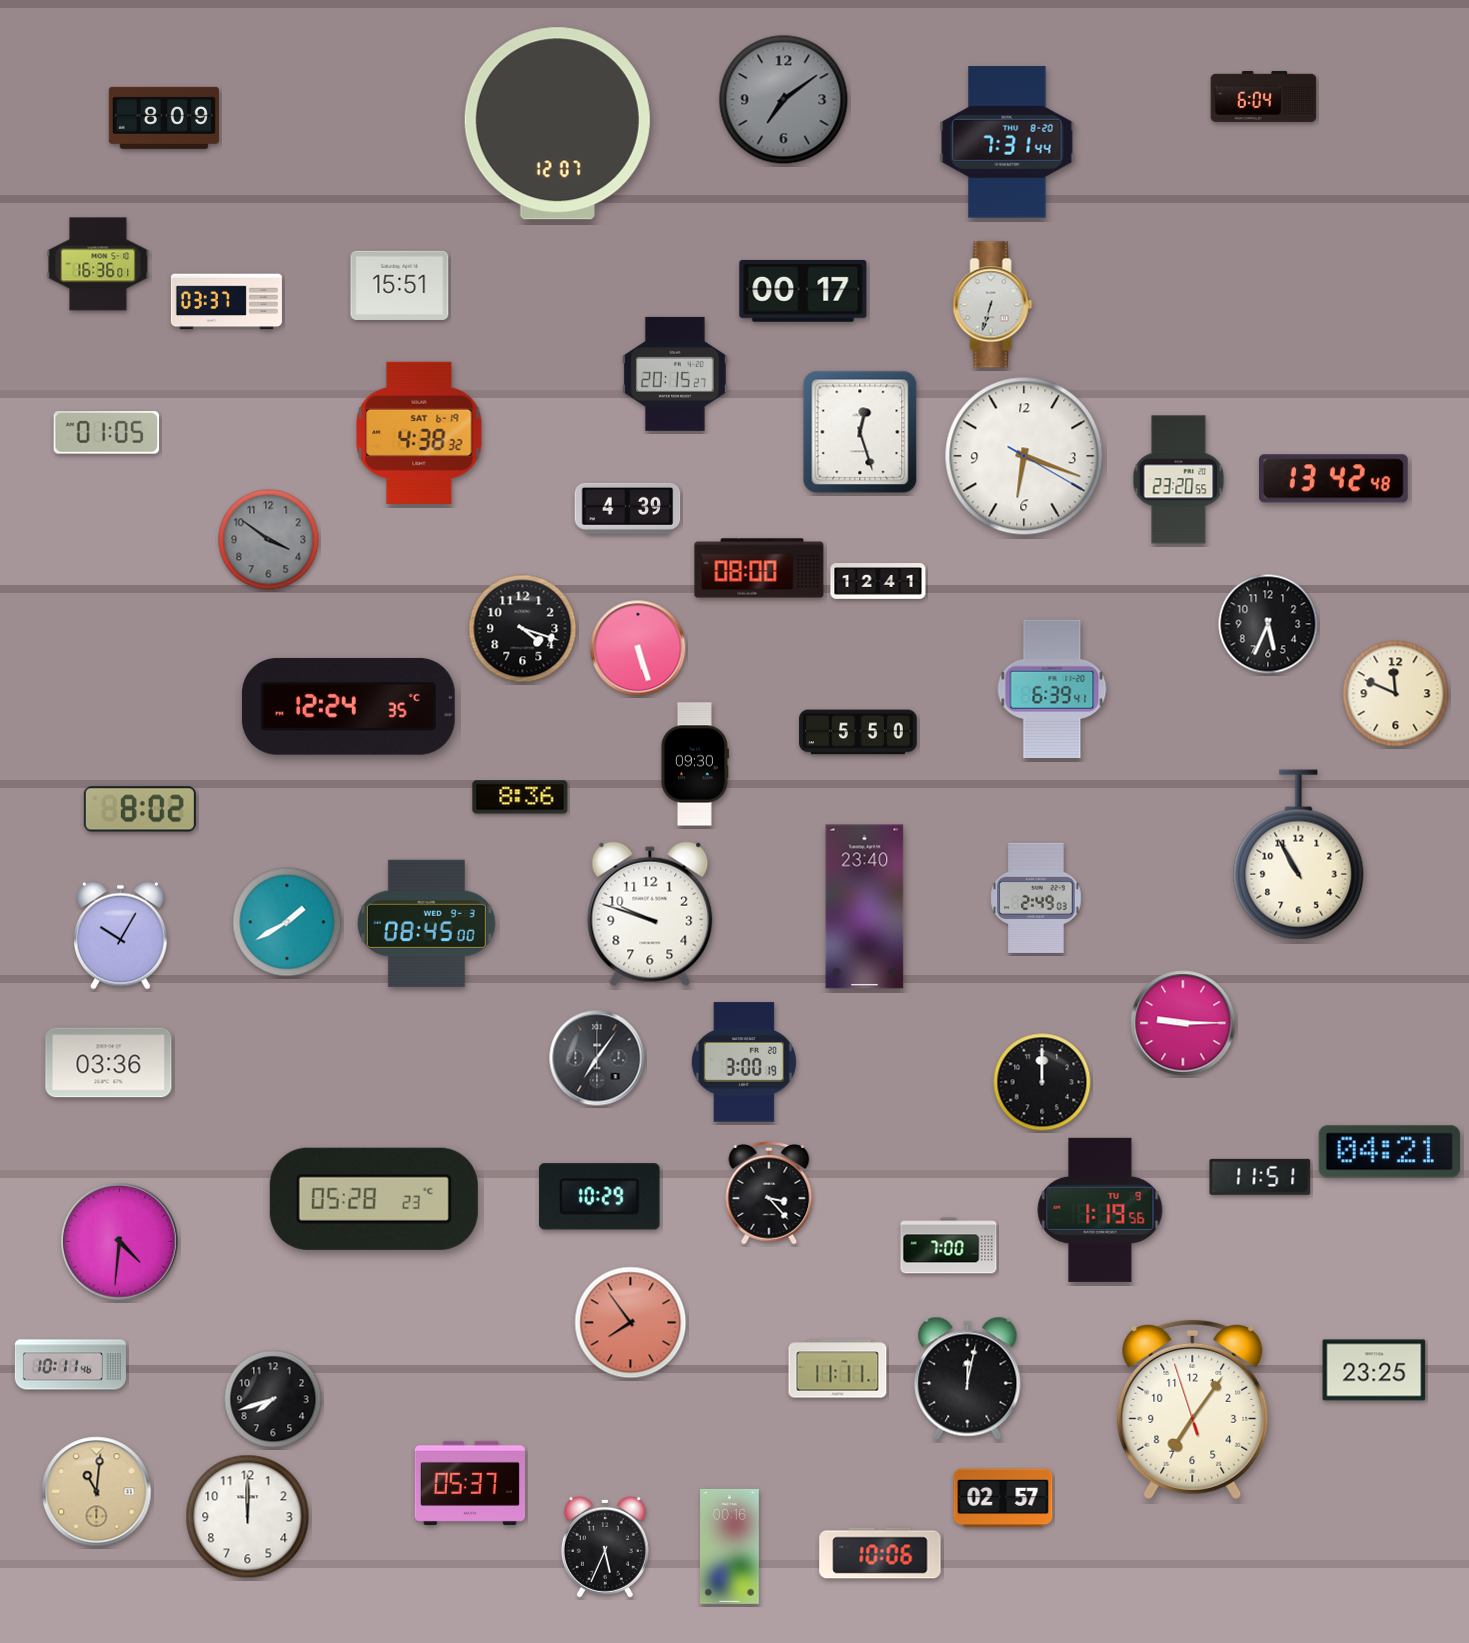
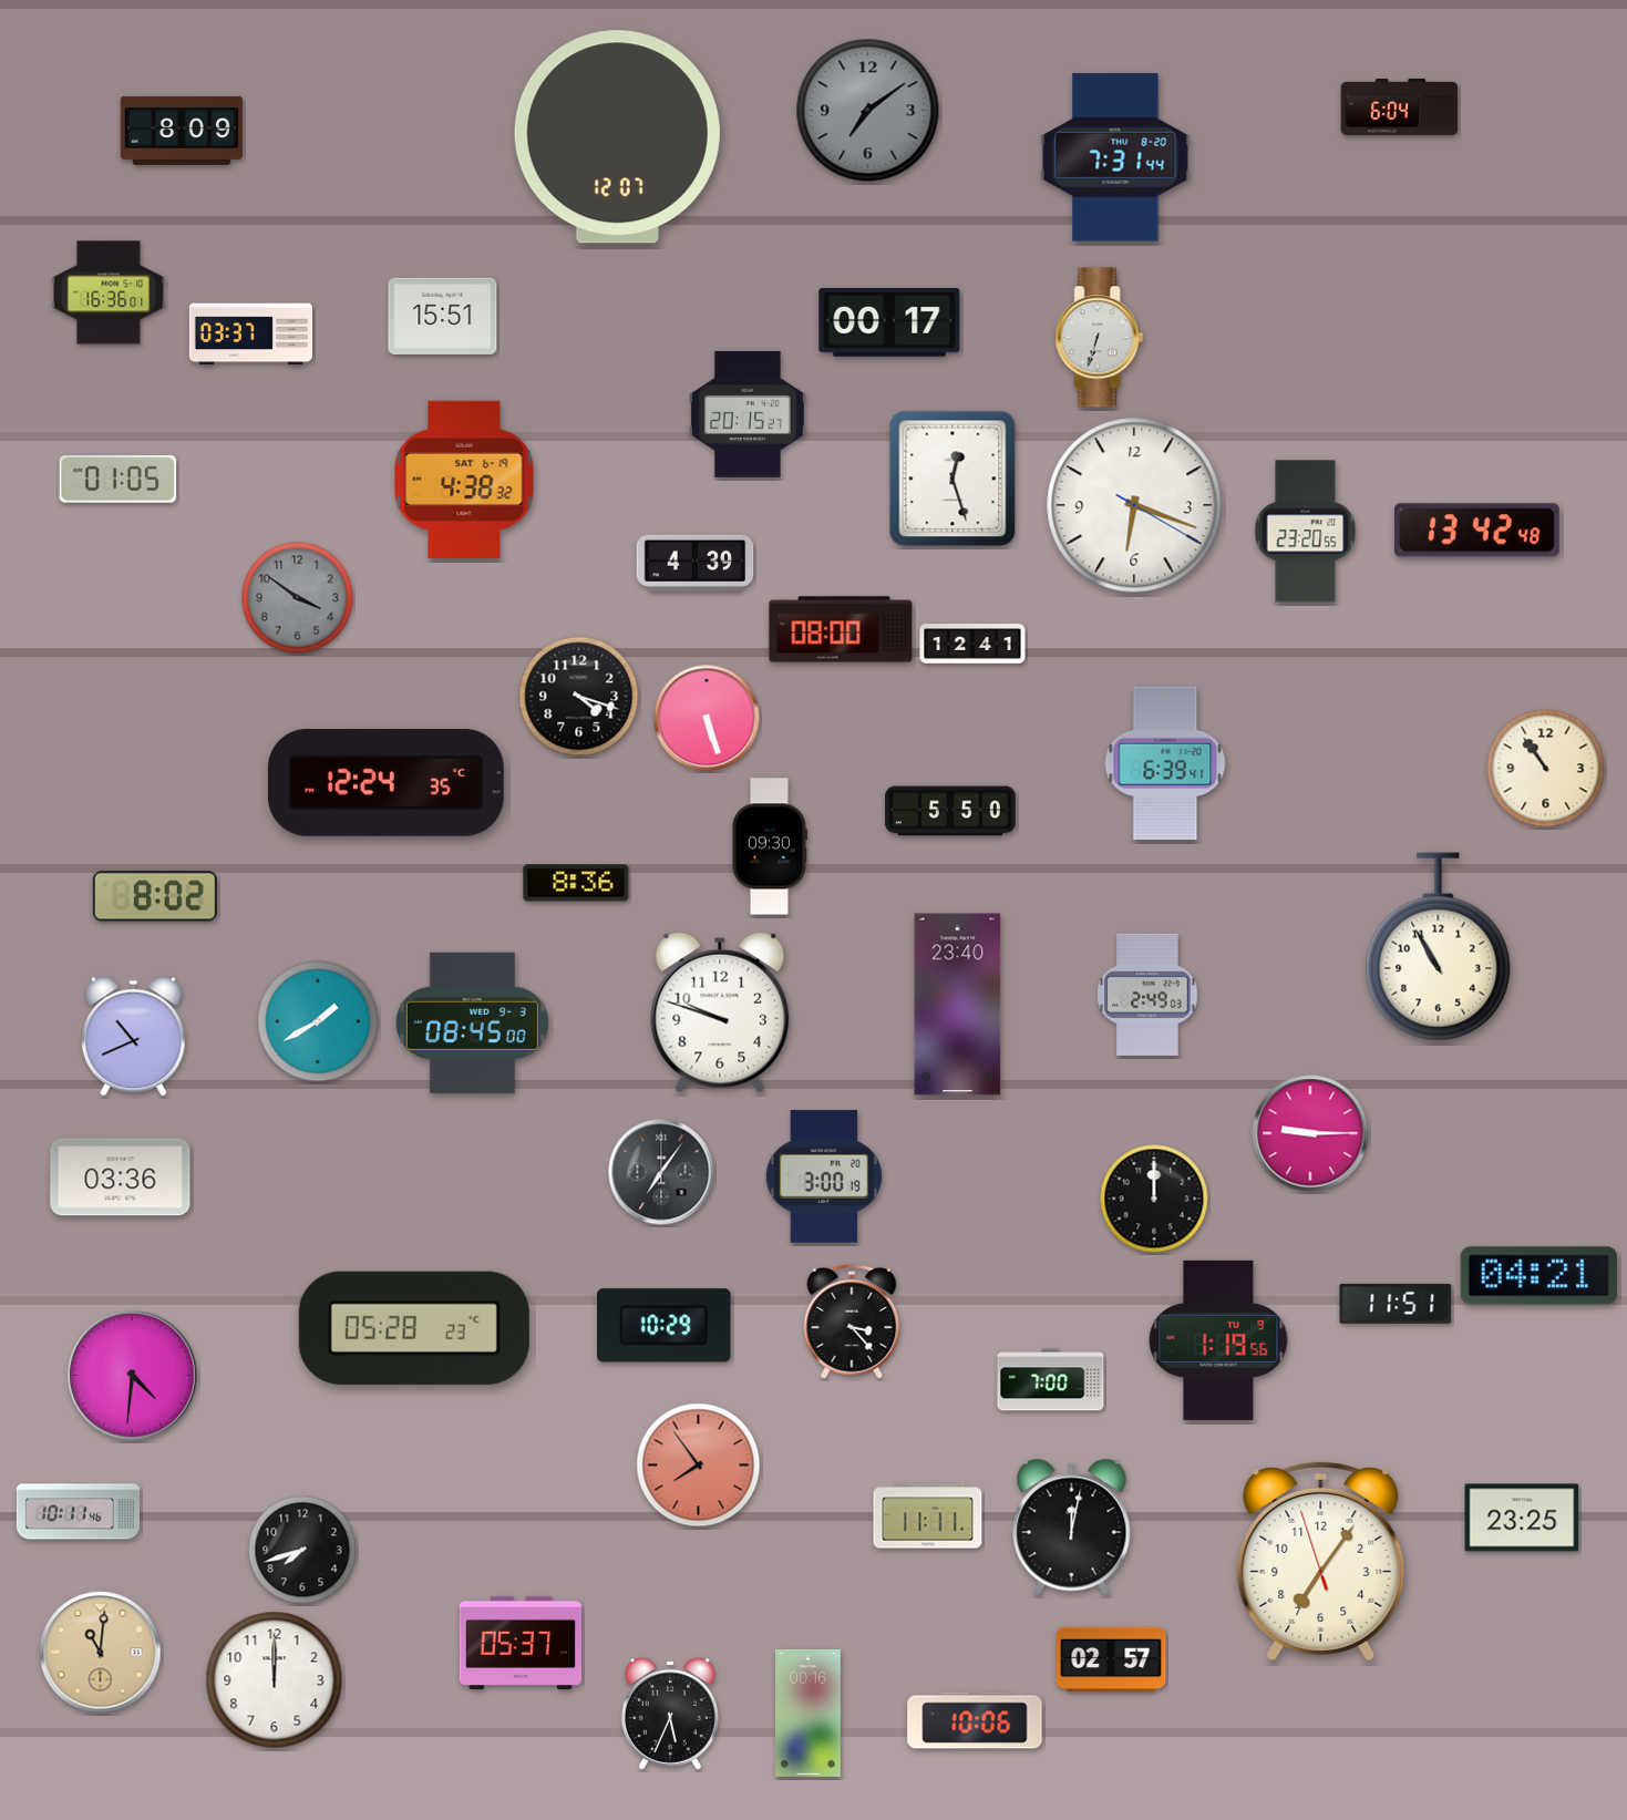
clock at (1268, 624): 5:34 -> none
clock at (1396, 694): 11:49 -> 10:54
clock at (121, 935): 10:05 -> 10:41
clock at (97, 1492) position: (97, 1492) -> (101, 1653)
